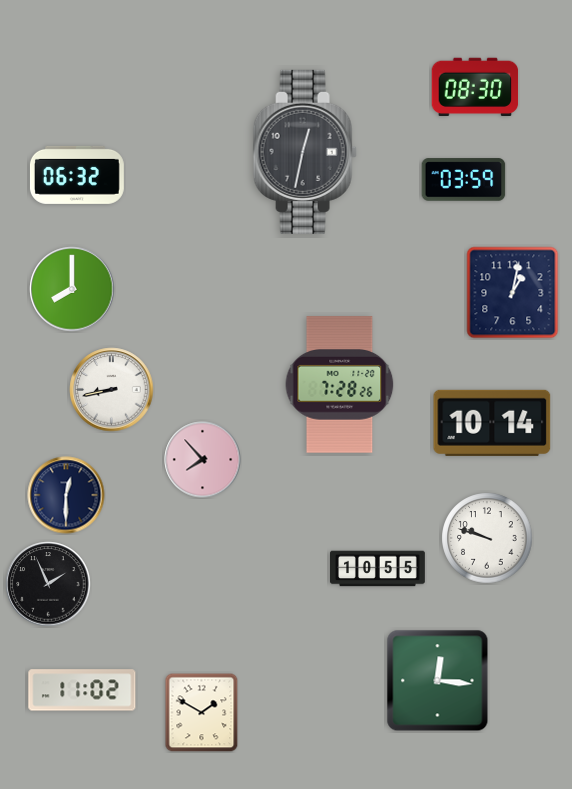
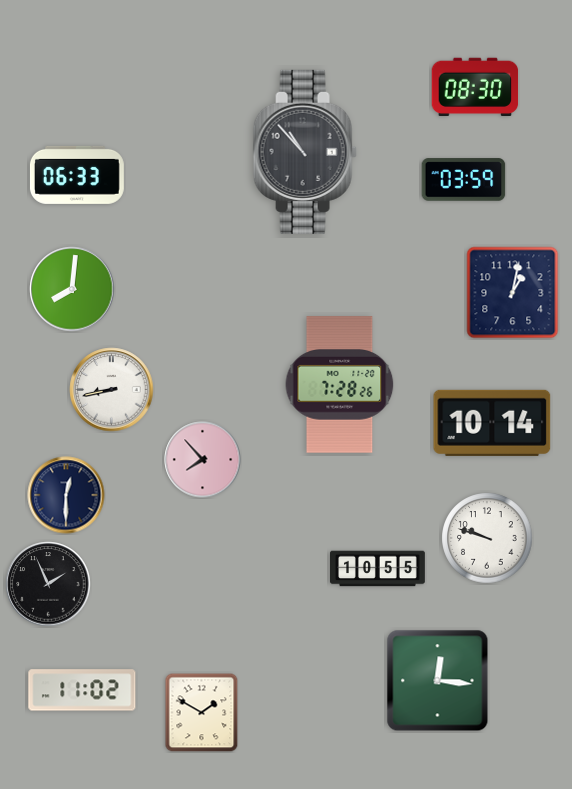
clock at (305, 152): 12:32 -> 10:53
clock at (77, 175): 06:32 -> 06:33
clock at (72, 289): 8:00 -> 8:01
